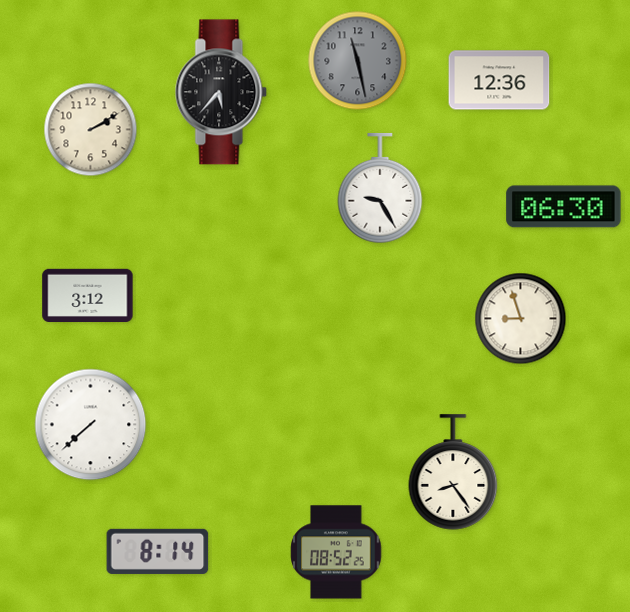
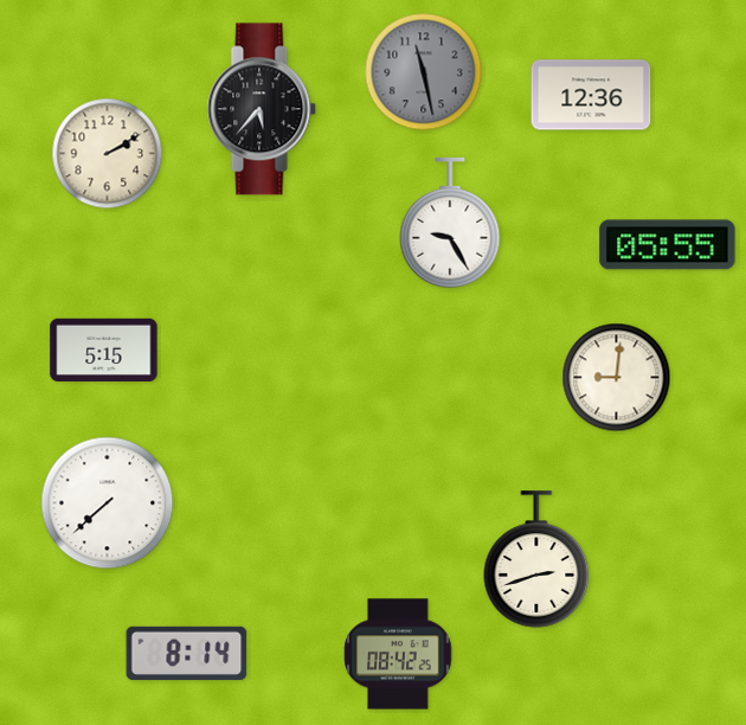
clock at (564, 207): 06:30 -> 05:55
clock at (88, 295): 3:12 -> 5:15
clock at (521, 319): 8:57 -> 9:01
clock at (453, 472): 8:24 -> 2:42
clock at (336, 552): 08:52 -> 08:42
